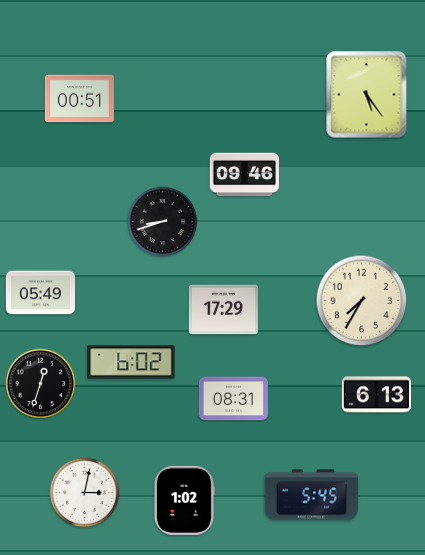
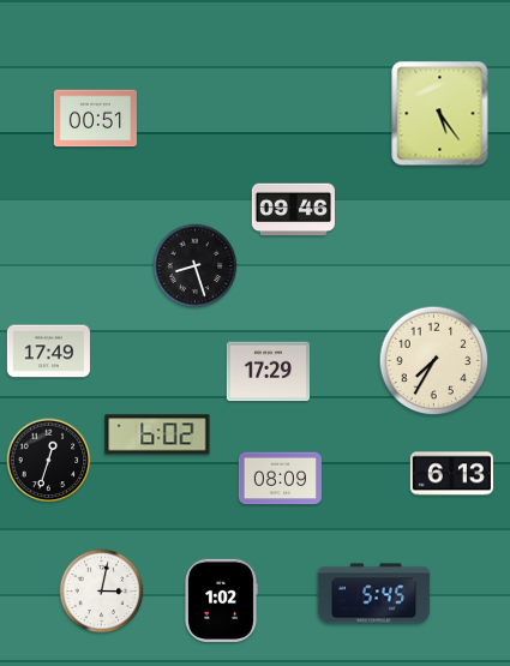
clock at (163, 222): 8:42 -> 8:27
clock at (40, 293): 05:49 -> 17:49
clock at (233, 399): 08:31 -> 08:09
